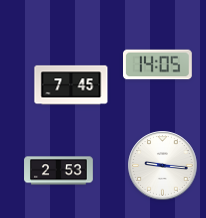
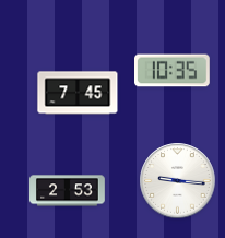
clock at (158, 65): 14:05 -> 10:35
clock at (59, 171) position: (59, 171) -> (68, 191)
